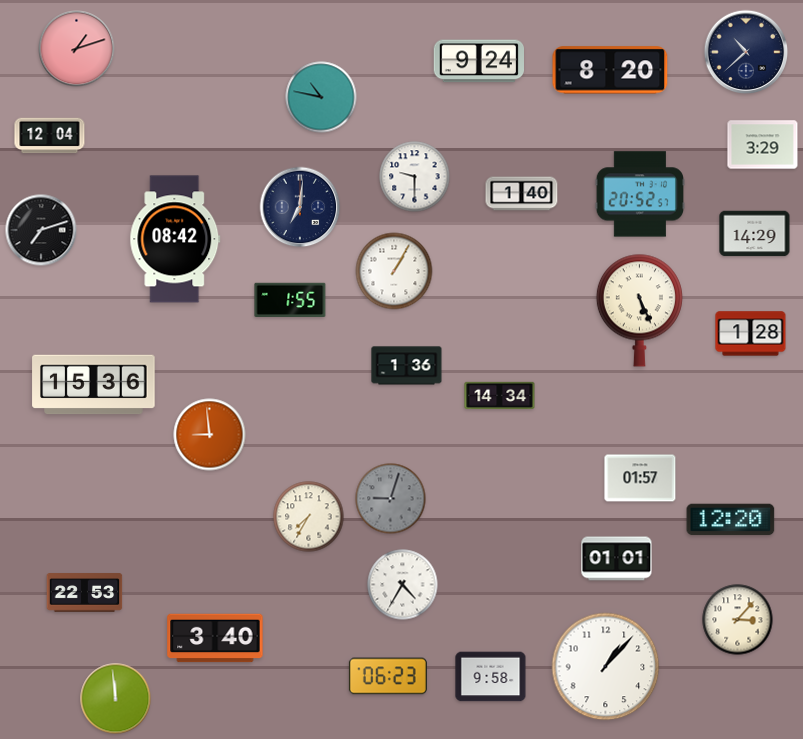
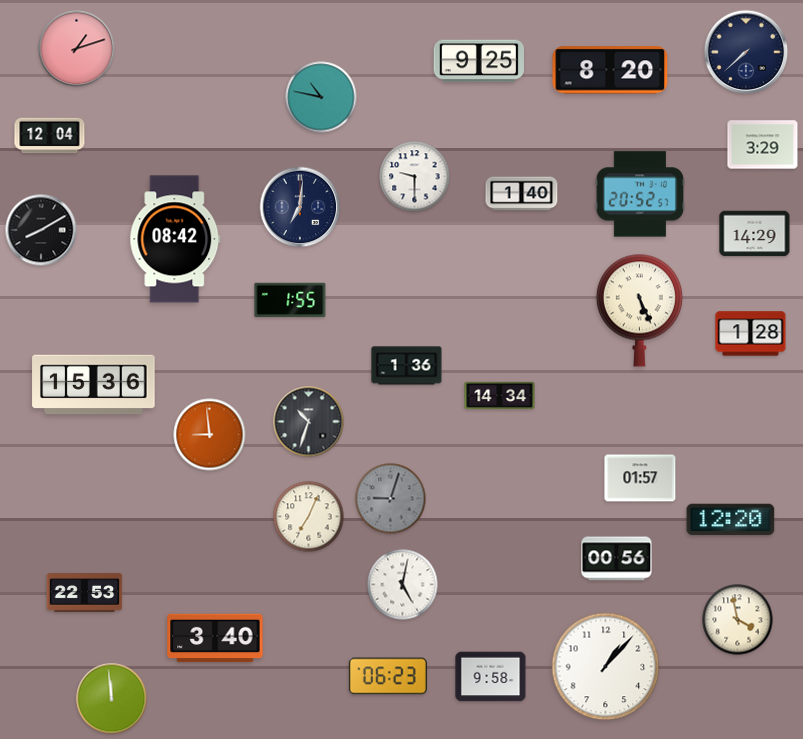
clock at (746, 52): 10:38 -> 7:38
clock at (478, 61): 9:24 -> 9:25
clock at (41, 230): 7:12 -> 8:10
clock at (394, 271): 1:05 -> none
clock at (309, 422): none -> 10:33
clock at (309, 517): 7:35 -> 7:04
clock at (617, 559): 01:01 -> 00:56
clock at (403, 585): 4:35 -> 5:02
clock at (738, 620): 3:07 -> 3:58
clock at (116, 699) position: (116, 699) -> (112, 699)
